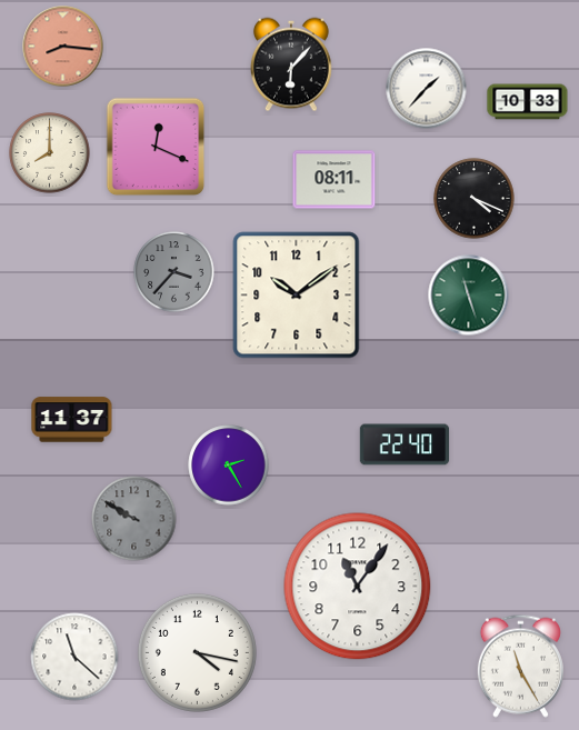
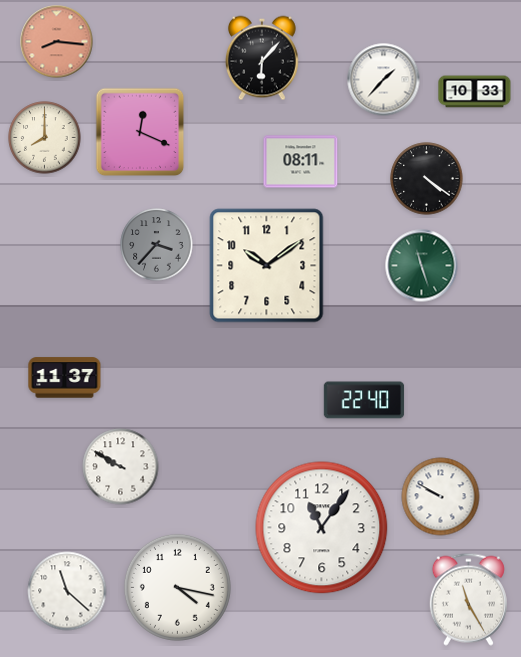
clock at (475, 199): 4:19 -> 4:21
clock at (229, 466): 2:25 -> none
clock at (134, 519) dial: grey -> white
clock at (441, 497): none -> 9:50
